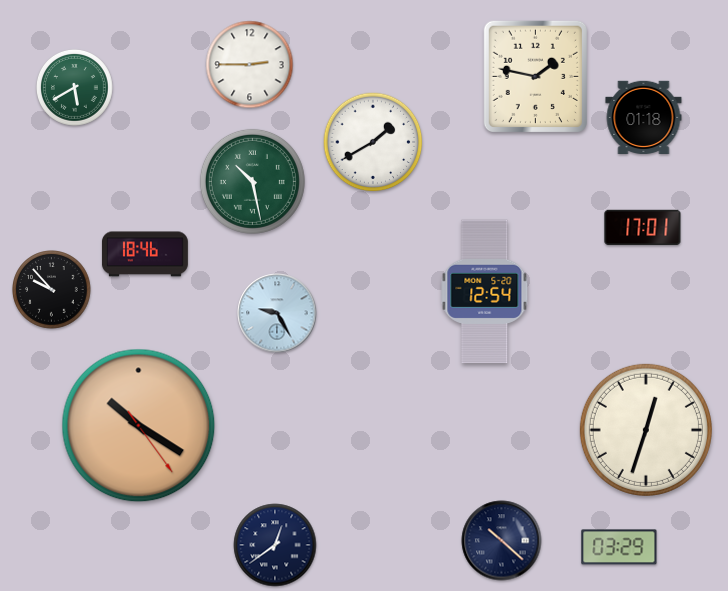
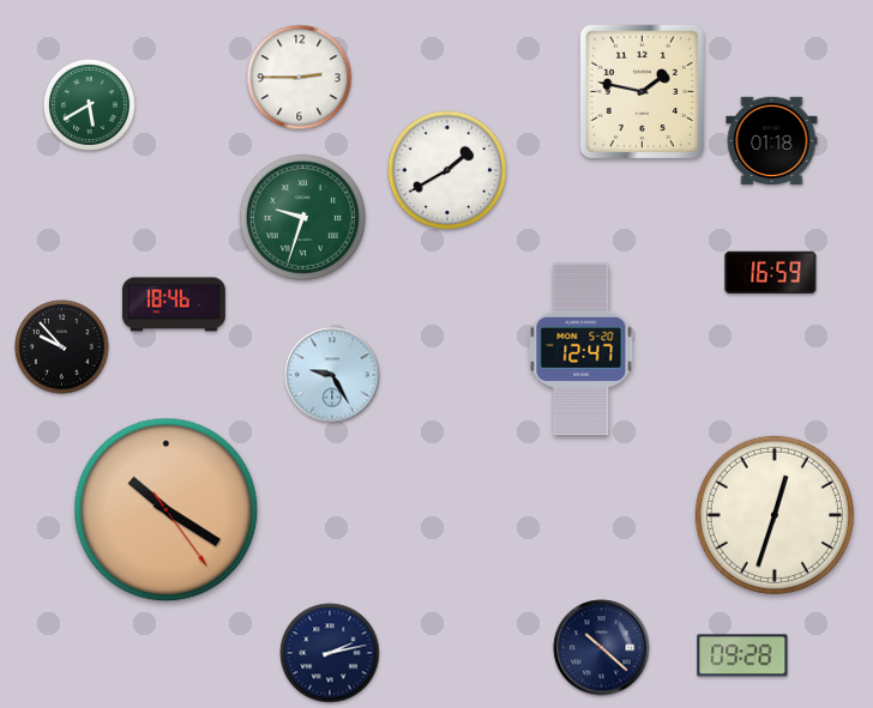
clock at (252, 181): 10:28 -> 9:33
clock at (643, 228): 17:01 -> 16:59
clock at (485, 292): 12:54 -> 12:47
clock at (275, 545): 12:39 -> 2:13
clock at (619, 547): 03:29 -> 09:28
